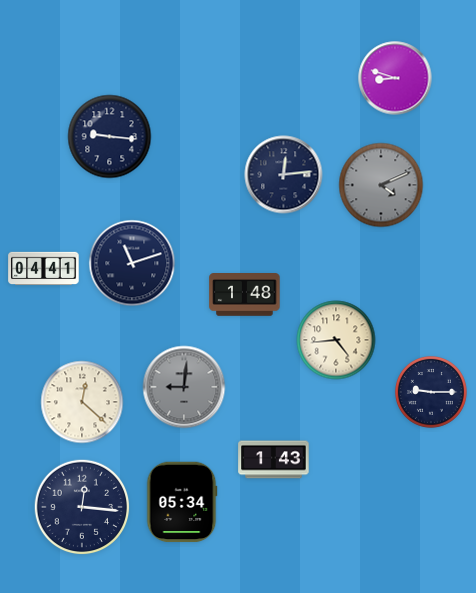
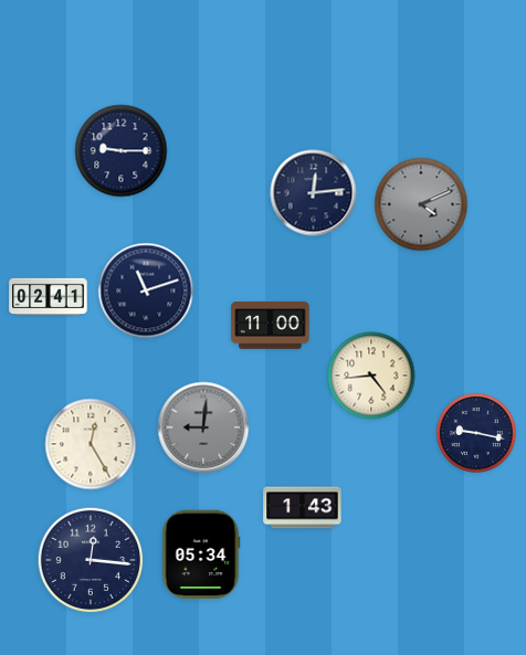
clock at (395, 78): 8:48 -> none
clock at (110, 137): 9:16 -> 9:15
clock at (44, 269): 04:41 -> 02:41
clock at (245, 295): 1:48 -> 11:00
clock at (431, 392): 9:15 -> 9:17
clock at (82, 402): 12:22 -> 12:25
